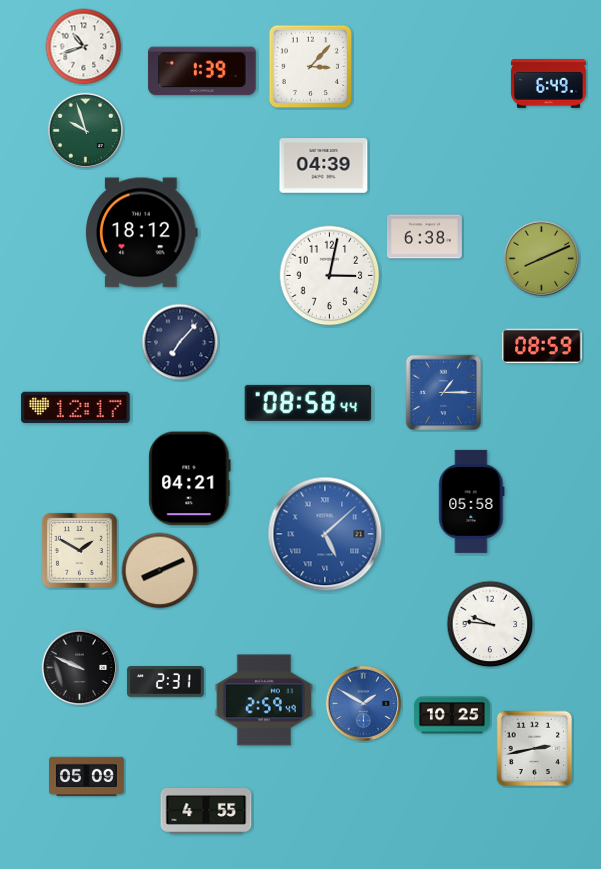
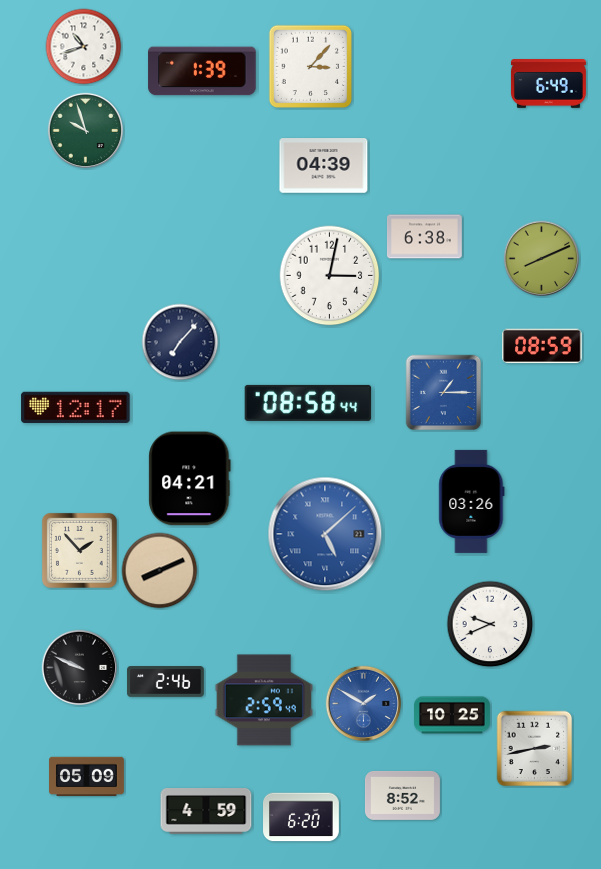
clock at (142, 233): 18:12 -> none
clock at (472, 501): 05:58 -> 03:26
clock at (79, 550): 1:50 -> 1:53
clock at (490, 624): 9:46 -> 9:41
clock at (166, 682): 2:31 -> 2:46
clock at (402, 795): none -> 8:52
clock at (206, 812): 4:55 -> 4:59
clock at (301, 817): none -> 6:20
